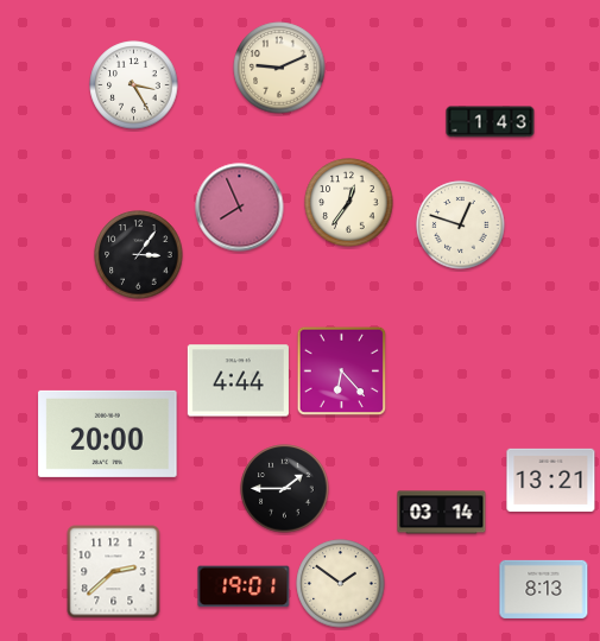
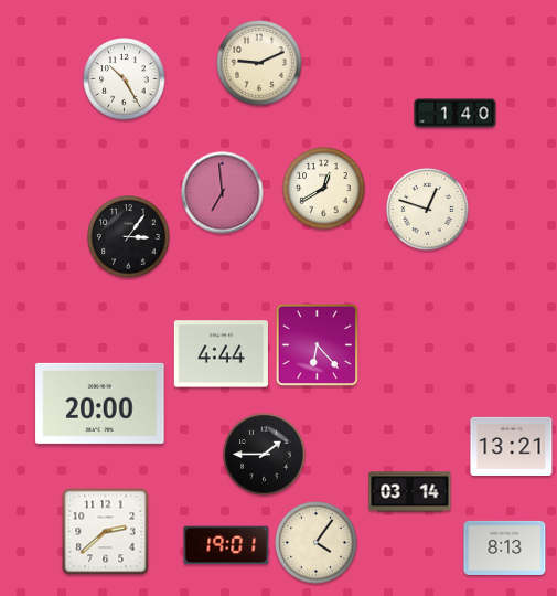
clock at (134, 85): 3:25 -> 10:25
clock at (491, 122): 1:43 -> 1:40
clock at (349, 203): 12:36 -> 12:40
clock at (240, 208): 7:56 -> 6:59
clock at (442, 513) position: (442, 513) -> (410, 492)
clock at (341, 584): 1:51 -> 4:06
